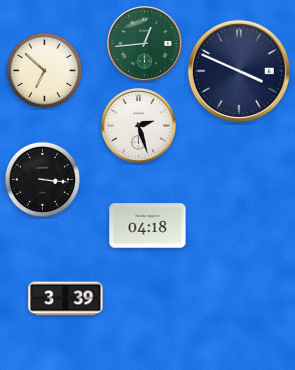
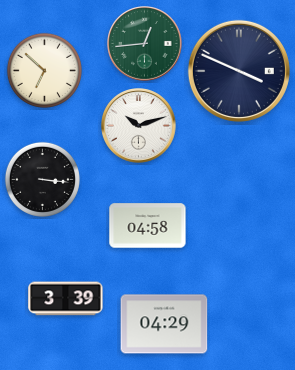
clock at (139, 126): 2:27 -> 10:12
clock at (148, 226): 04:18 -> 04:58
clock at (164, 324): none -> 04:29
